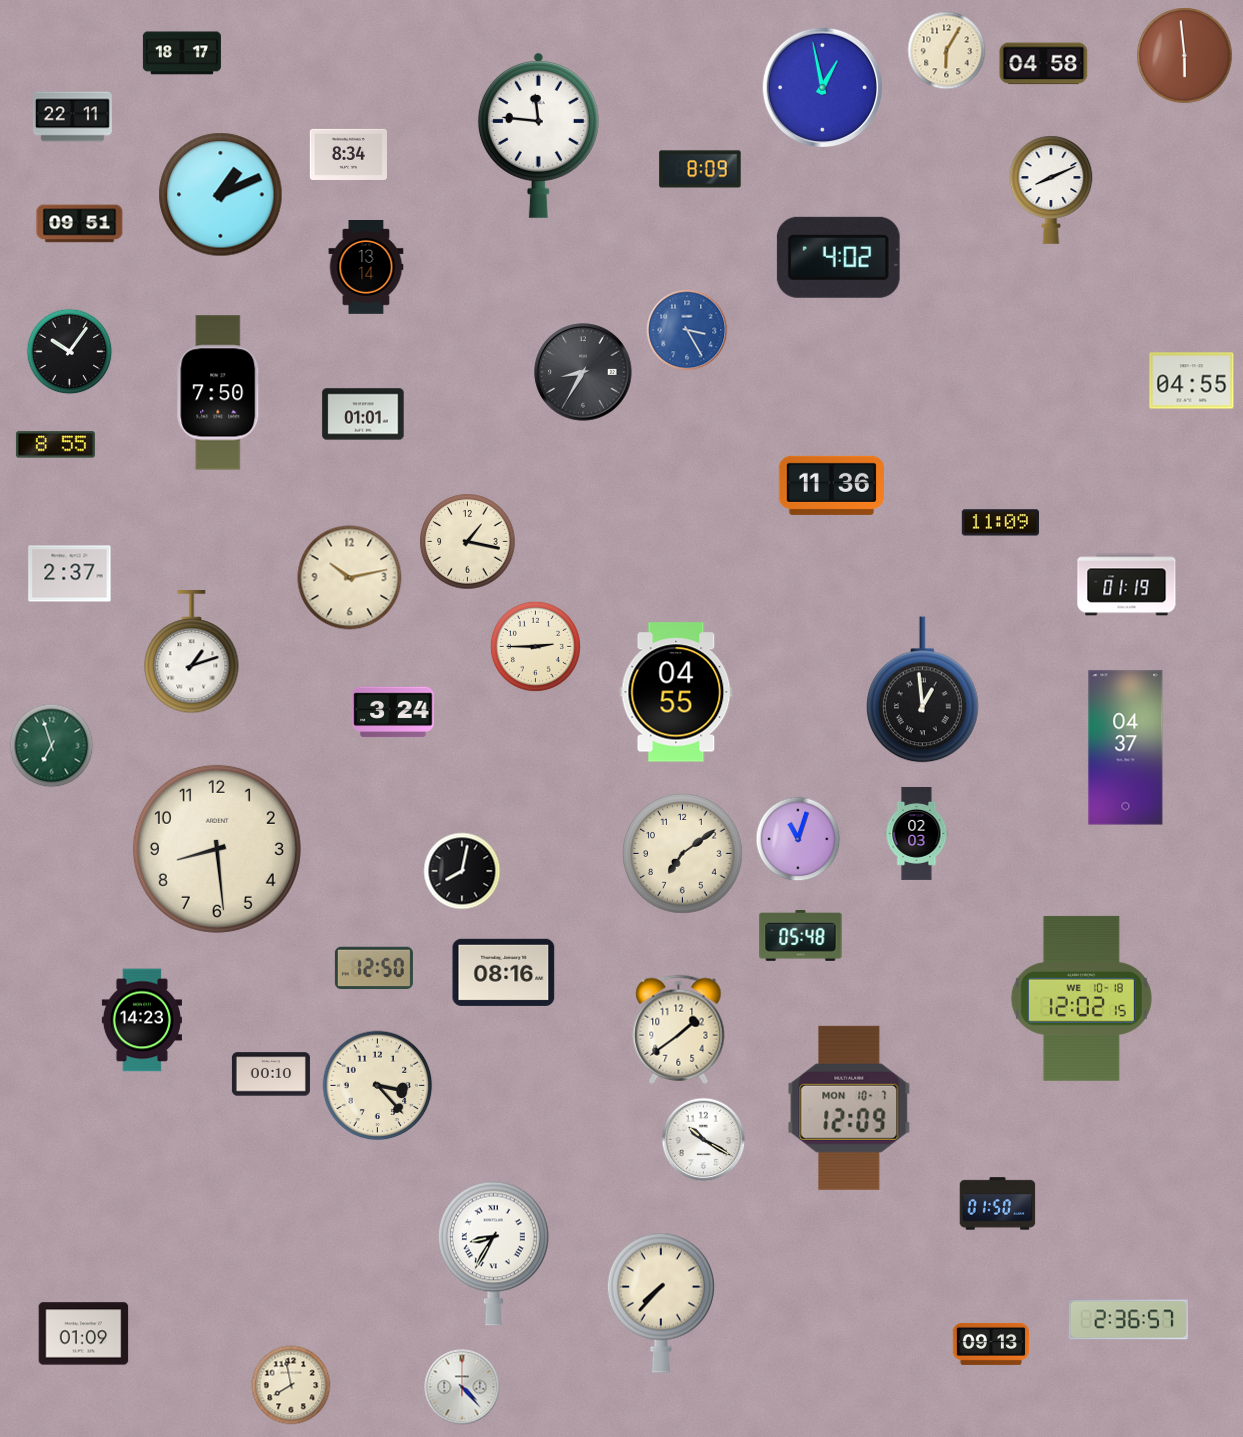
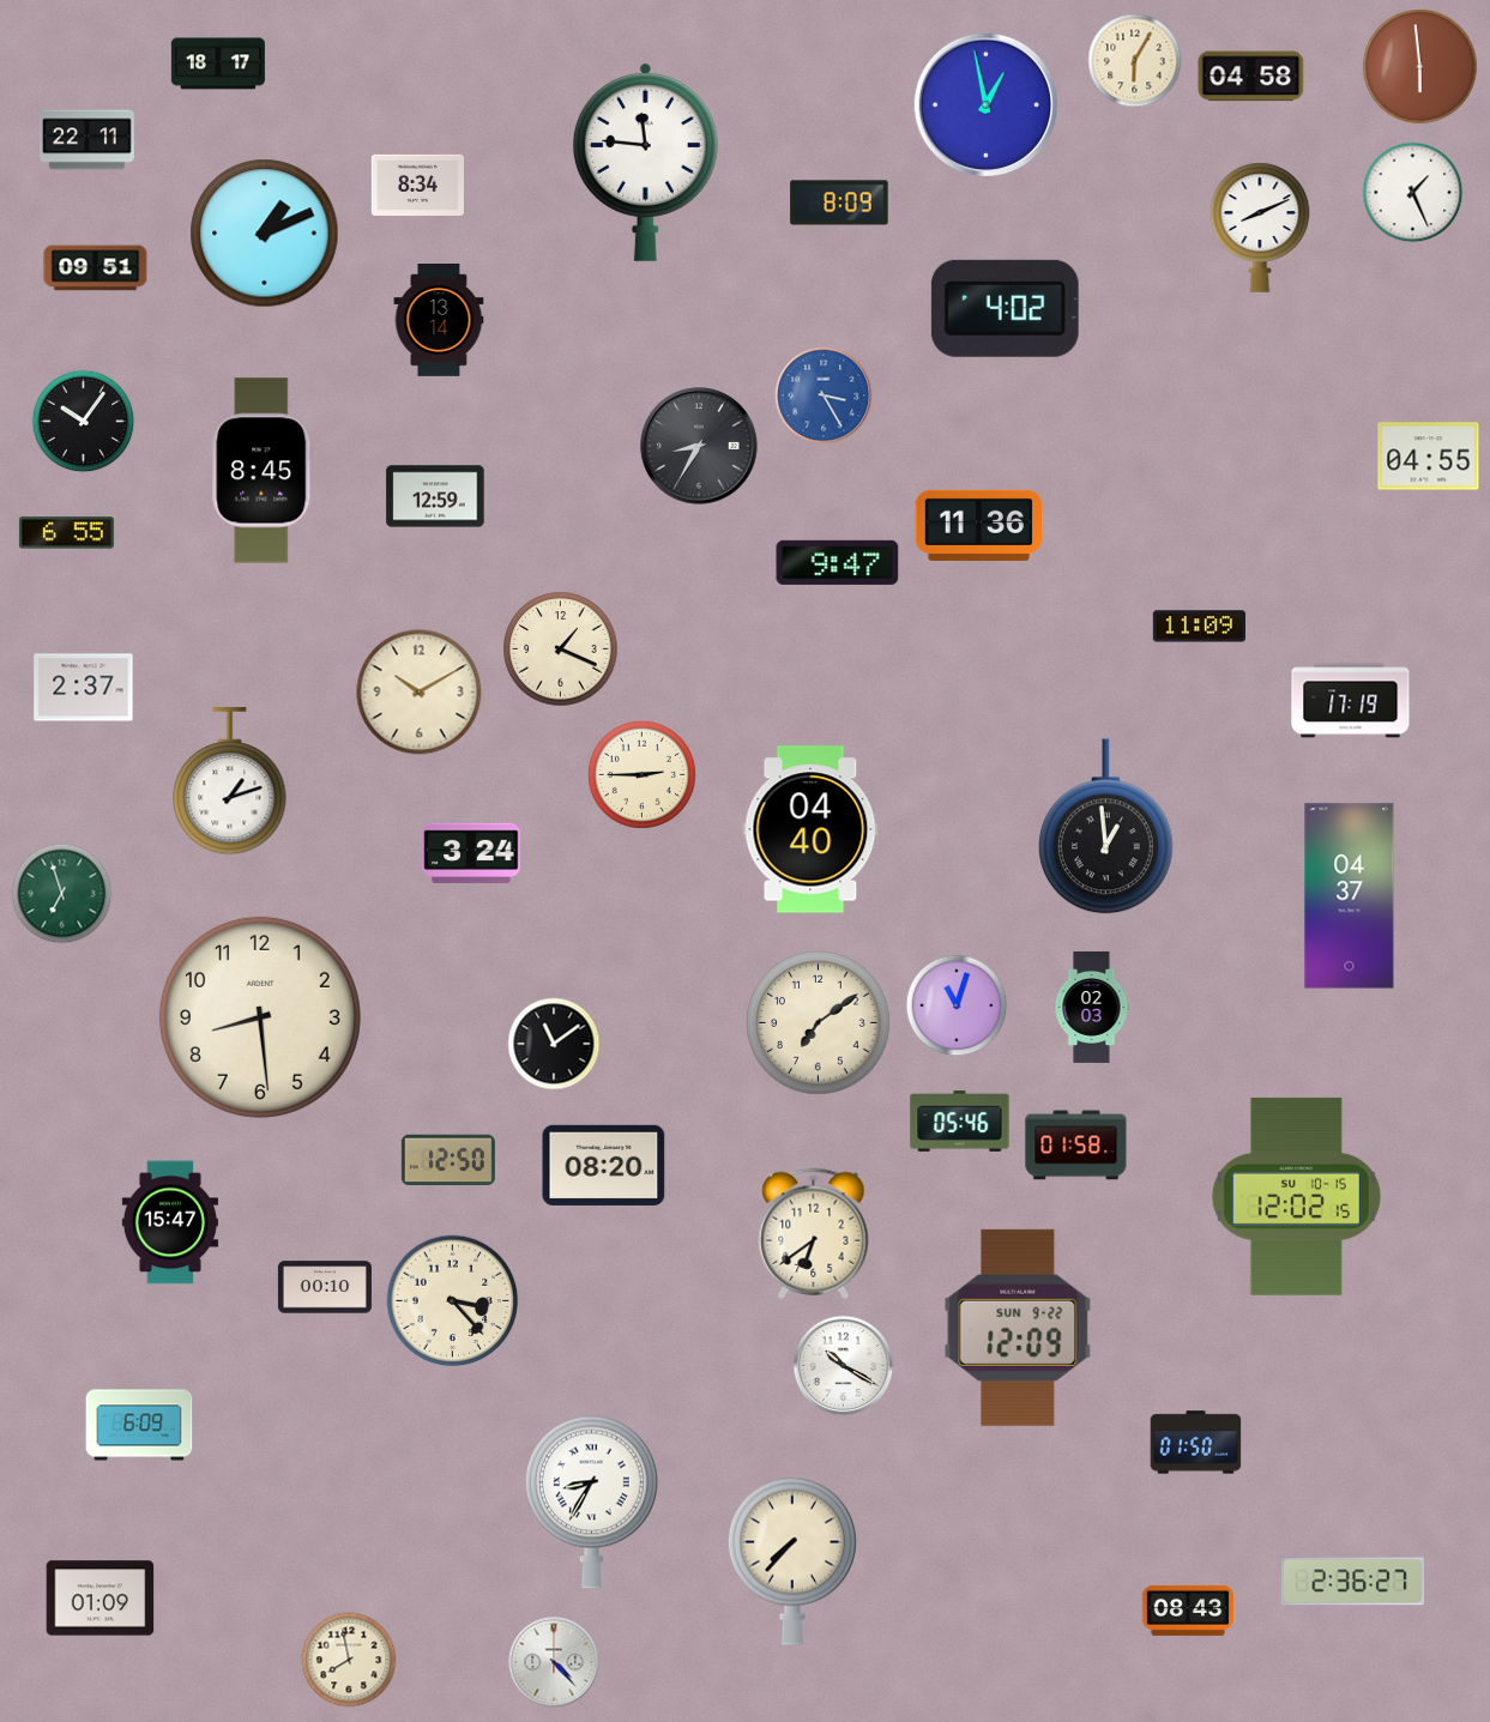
clock at (1413, 193): none -> 1:26
clock at (219, 393): 7:50 -> 8:45
clock at (363, 414): 01:01 -> 12:59
clock at (55, 445): 8:55 -> 6:55
clock at (838, 562): none -> 9:47
clock at (831, 485) position: (831, 485) -> (978, 525)
clock at (468, 542): 1:17 -> 1:19
clock at (350, 578): 10:13 -> 10:10
clock at (1127, 585): 01:19 -> 17:19
clock at (676, 692): 04:55 -> 04:40
clock at (917, 833) position: (917, 833) -> (1092, 1007)
clock at (462, 871): 8:02 -> 11:09
clock at (801, 936): 05:48 -> 05:46
clock at (1076, 1146): none -> 01:58
clock at (504, 972): 08:16 -> 08:20
clock at (1081, 998) date: WE 10-18 -> SU 10-15
clock at (142, 1020): 14:23 -> 15:47
clock at (679, 1029): 1:39 -> 6:39
clock at (849, 1108) date: MON 10-7 -> SUN 9-22
clock at (139, 1425): none -> 6:09
clock at (1128, 1320): 2:36:57 -> 2:36:27
clock at (991, 1344): 09:13 -> 08:43
